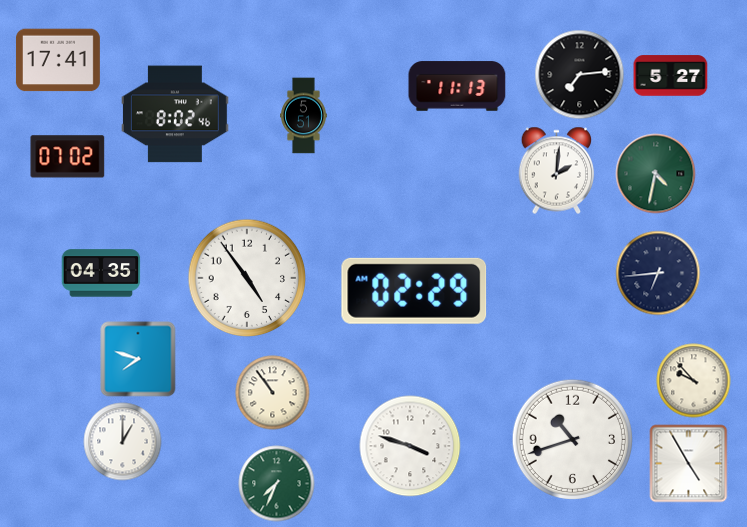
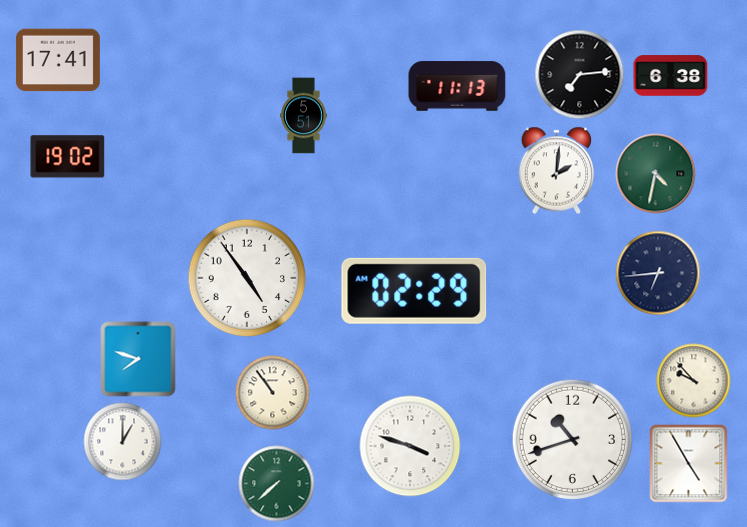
clock at (671, 76): 5:27 -> 6:38
clock at (175, 114): 8:02 -> none
clock at (68, 157): 07:02 -> 19:02
clock at (101, 273): 04:35 -> none
clock at (277, 484): 7:34 -> 7:38
